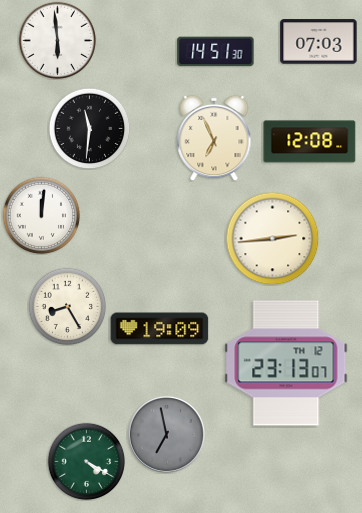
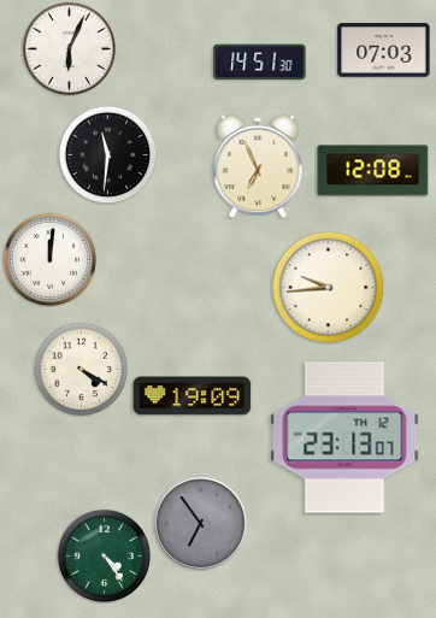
clock at (57, 40): 5:59 -> 6:04
clock at (272, 238): 2:44 -> 9:44
clock at (67, 306): 8:25 -> 4:20
clock at (166, 434): 6:58 -> 6:54
clock at (86, 461): 4:20 -> 4:24
